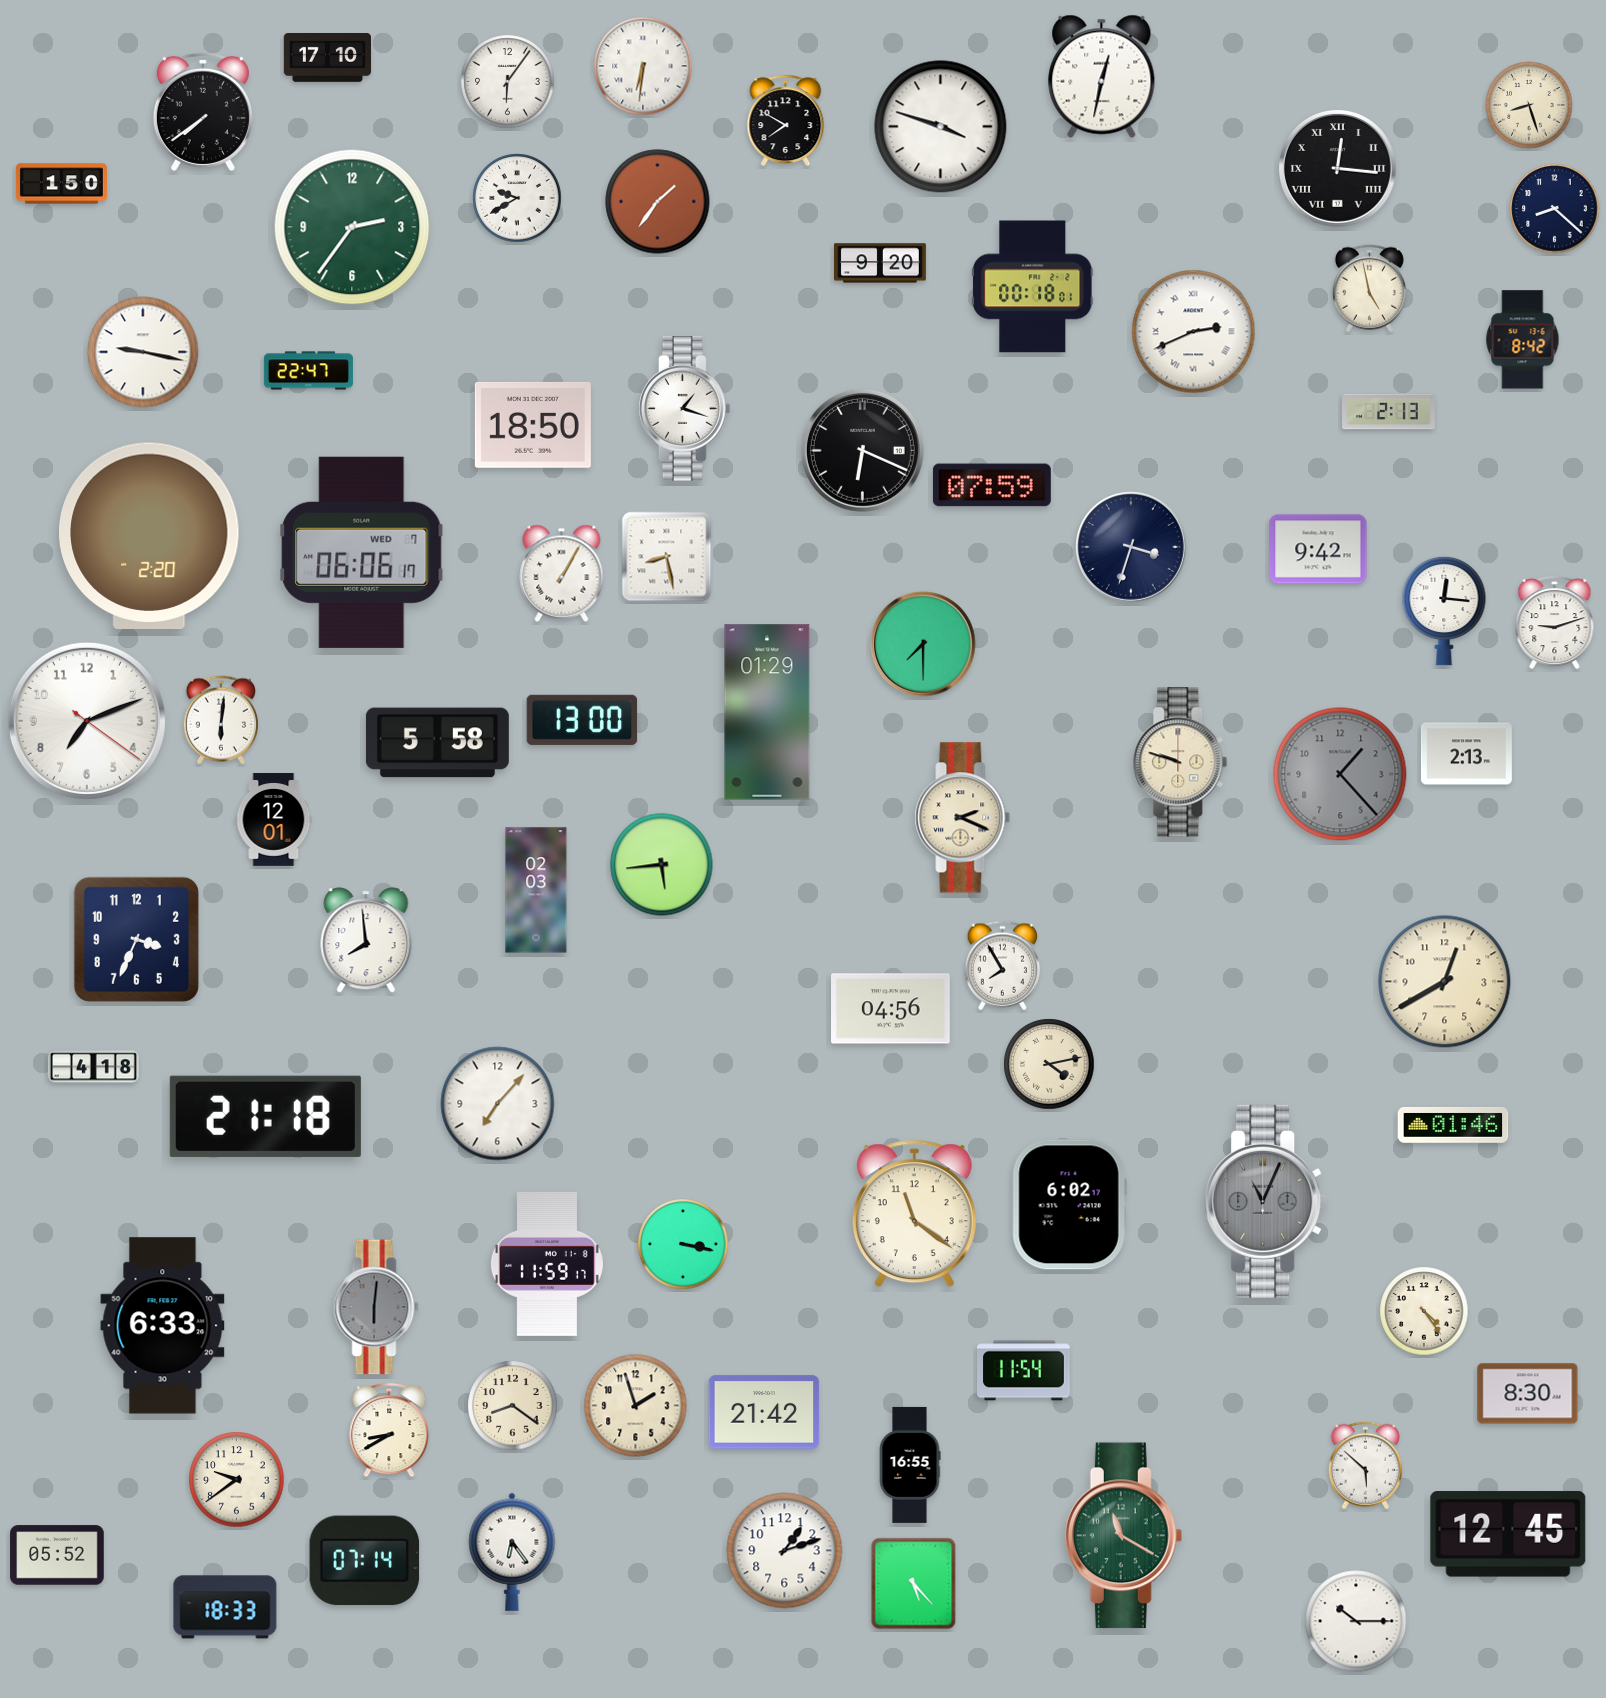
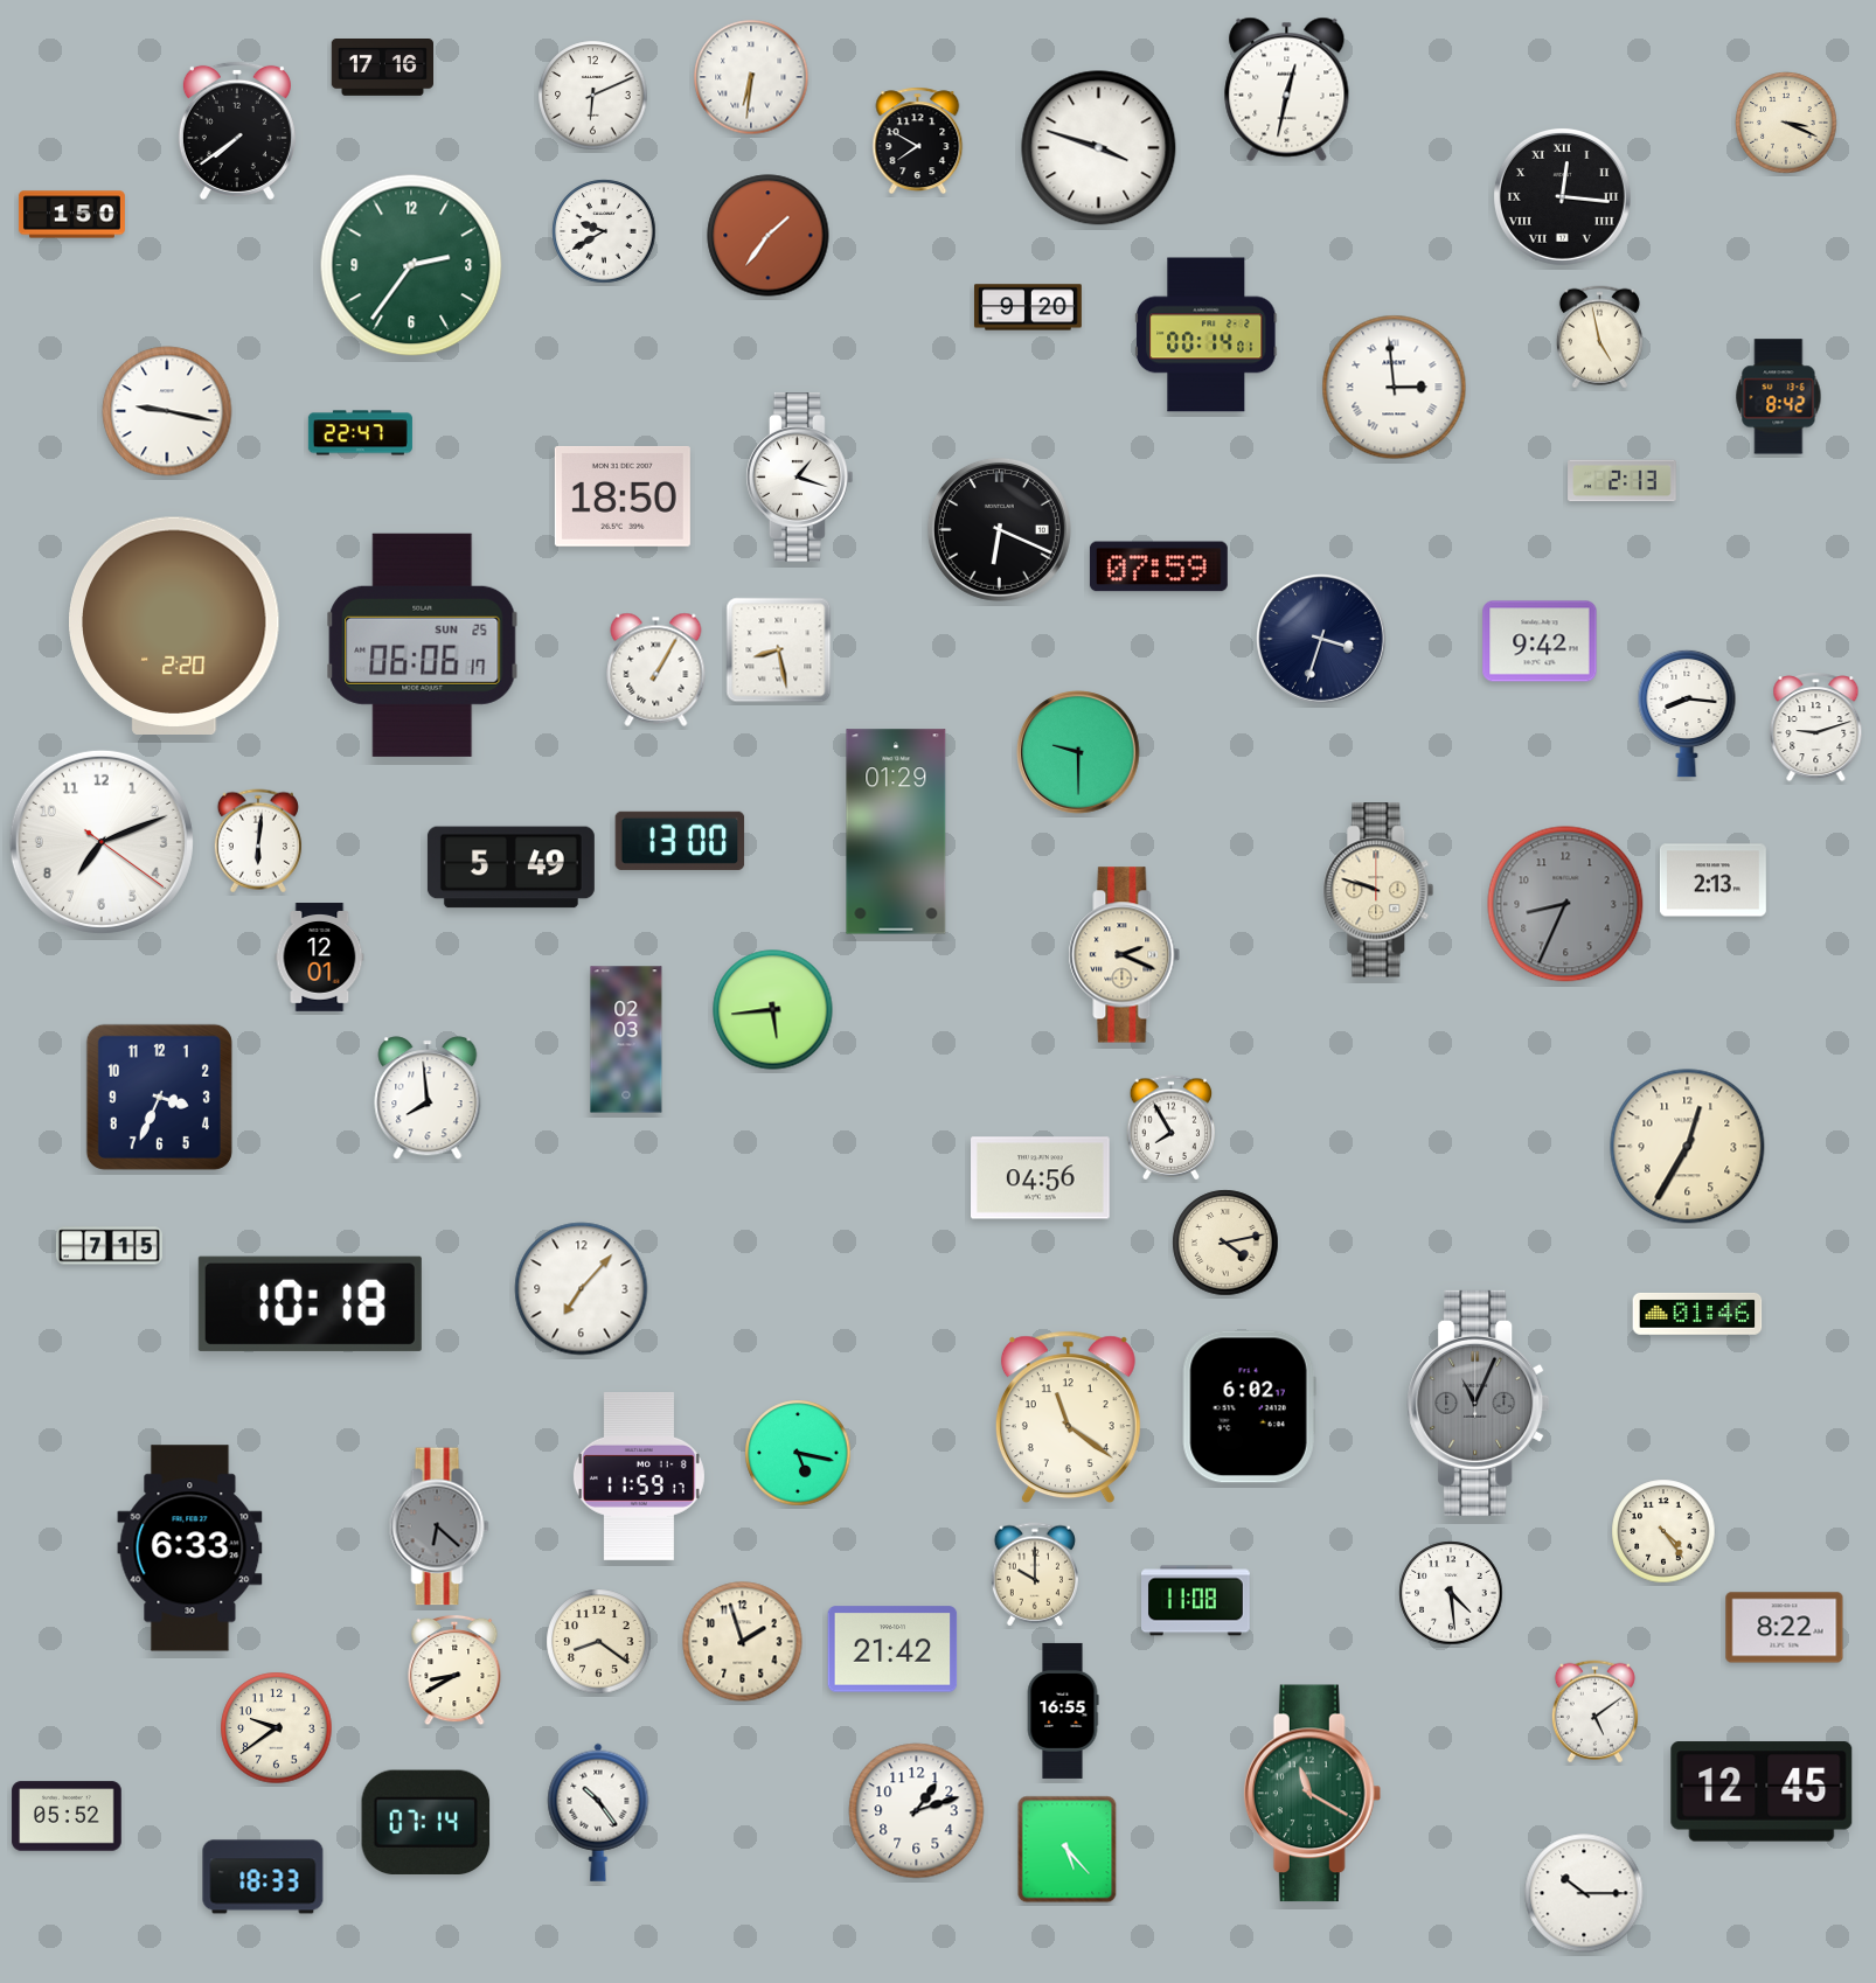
clock at (327, 58): 17:10 -> 17:16
clock at (508, 82): 6:06 -> 6:11
clock at (1529, 105): 8:27 -> 3:19
clock at (1555, 209): 8:22 -> none
clock at (1033, 287): 00:18 -> 00:14
clock at (1194, 332): 2:41 -> 2:59
clock at (862, 450) position: (862, 450) -> (999, 529)
clock at (362, 552) date: WED 7 -> SUN 25
clock at (1444, 611): 12:16 -> 8:16
clock at (923, 644): 7:30 -> 9:30
clock at (437, 743): 5:58 -> 5:49
clock at (1340, 774): 1:23 -> 8:34
clock at (1445, 982): 12:40 -> 12:35
clock at (93, 1067): 4:18 -> 7:15
clock at (265, 1116): 21:18 -> 10:18
clock at (683, 1244): 3:17 -> 5:17
clock at (376, 1307): 6:01 -> 6:22
clock at (1035, 1574): none -> 10:00
clock at (1451, 1593): none -> 4:29
clock at (1024, 1371): 11:54 -> 11:08
clock at (1528, 1394): 8:30 -> 8:22
clock at (1365, 1466): 5:52 -> 5:09
clock at (512, 1552): 6:24 -> 10:24
